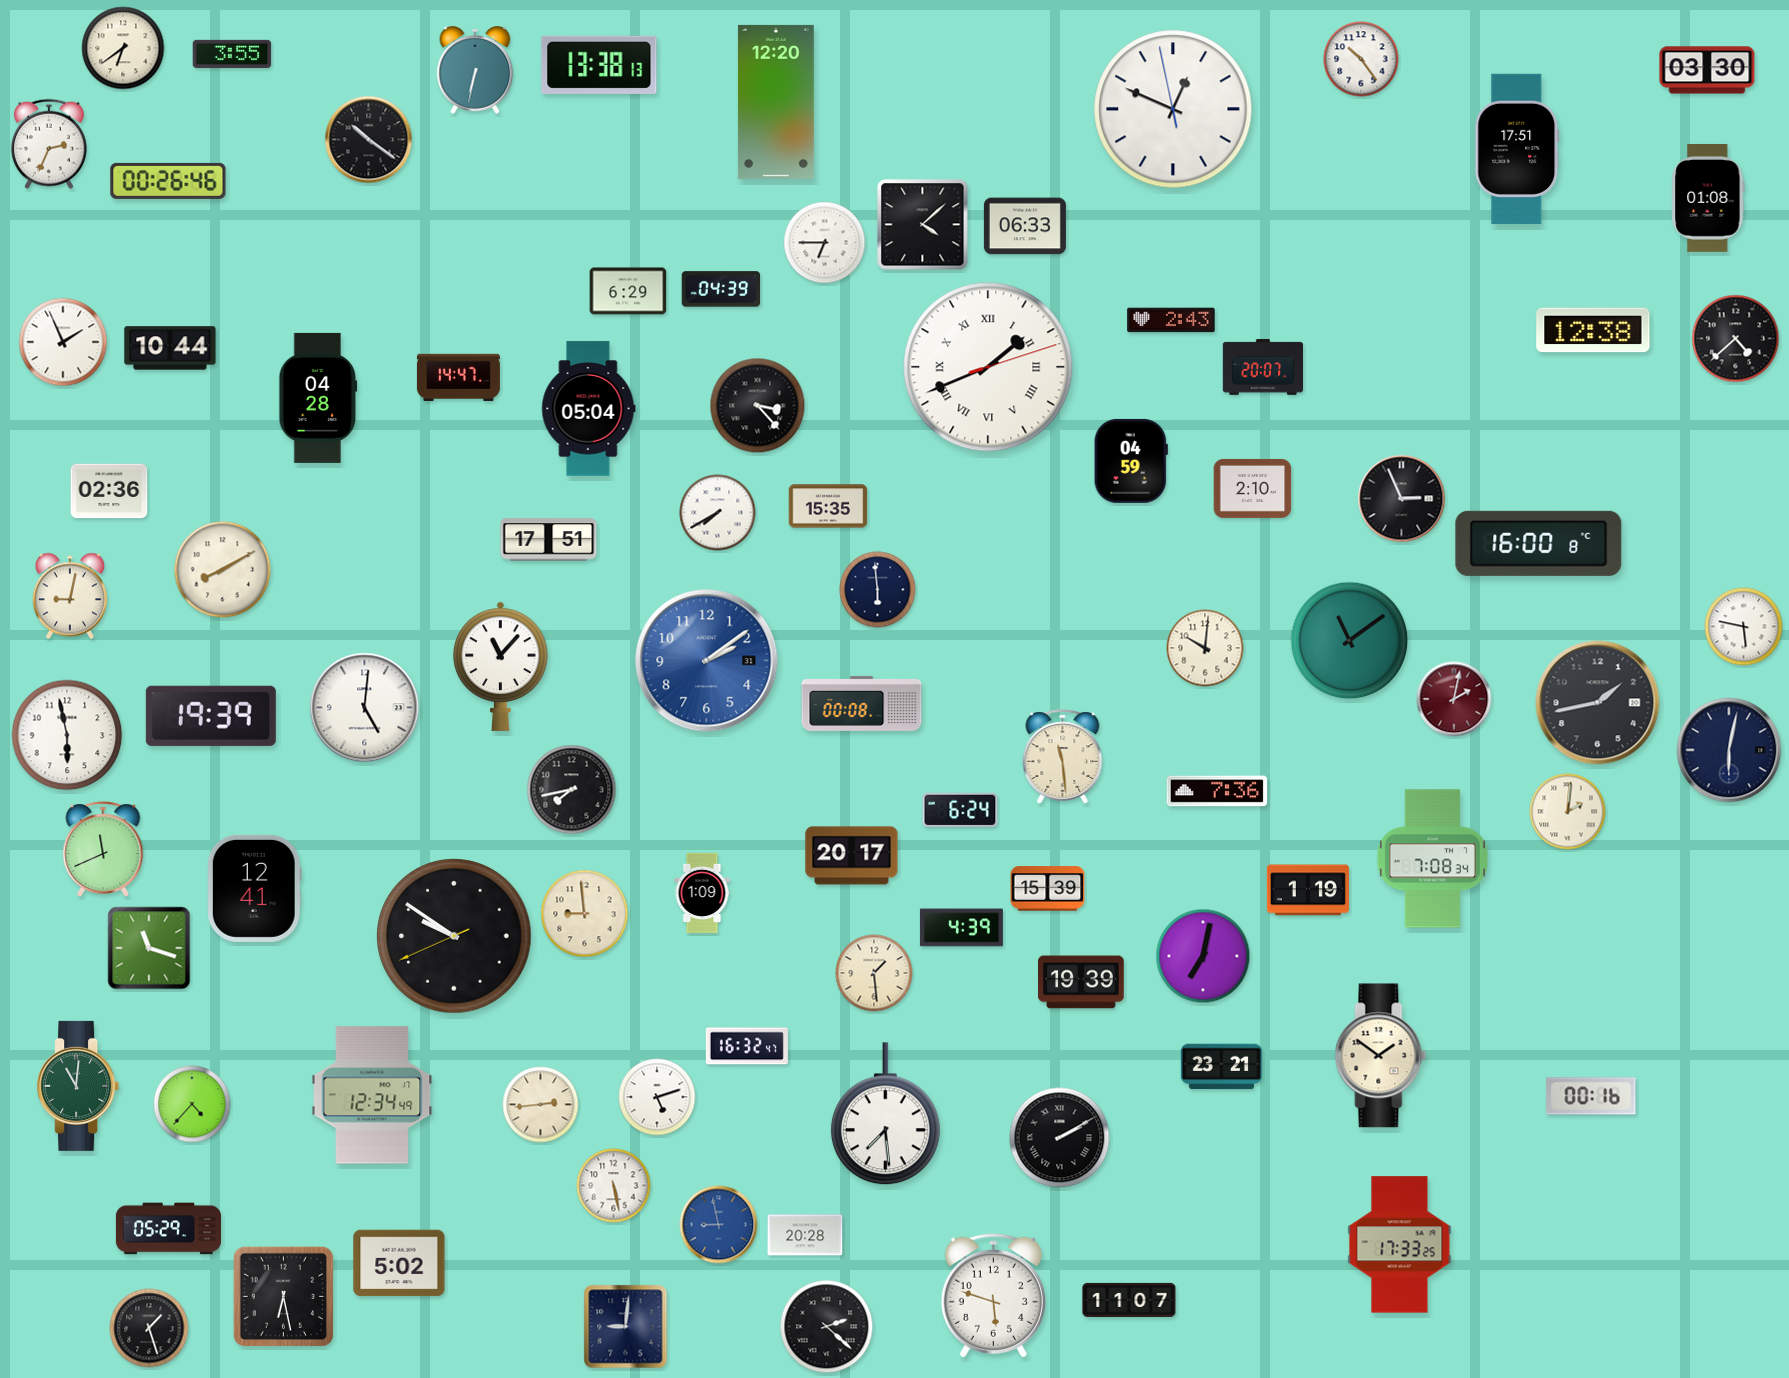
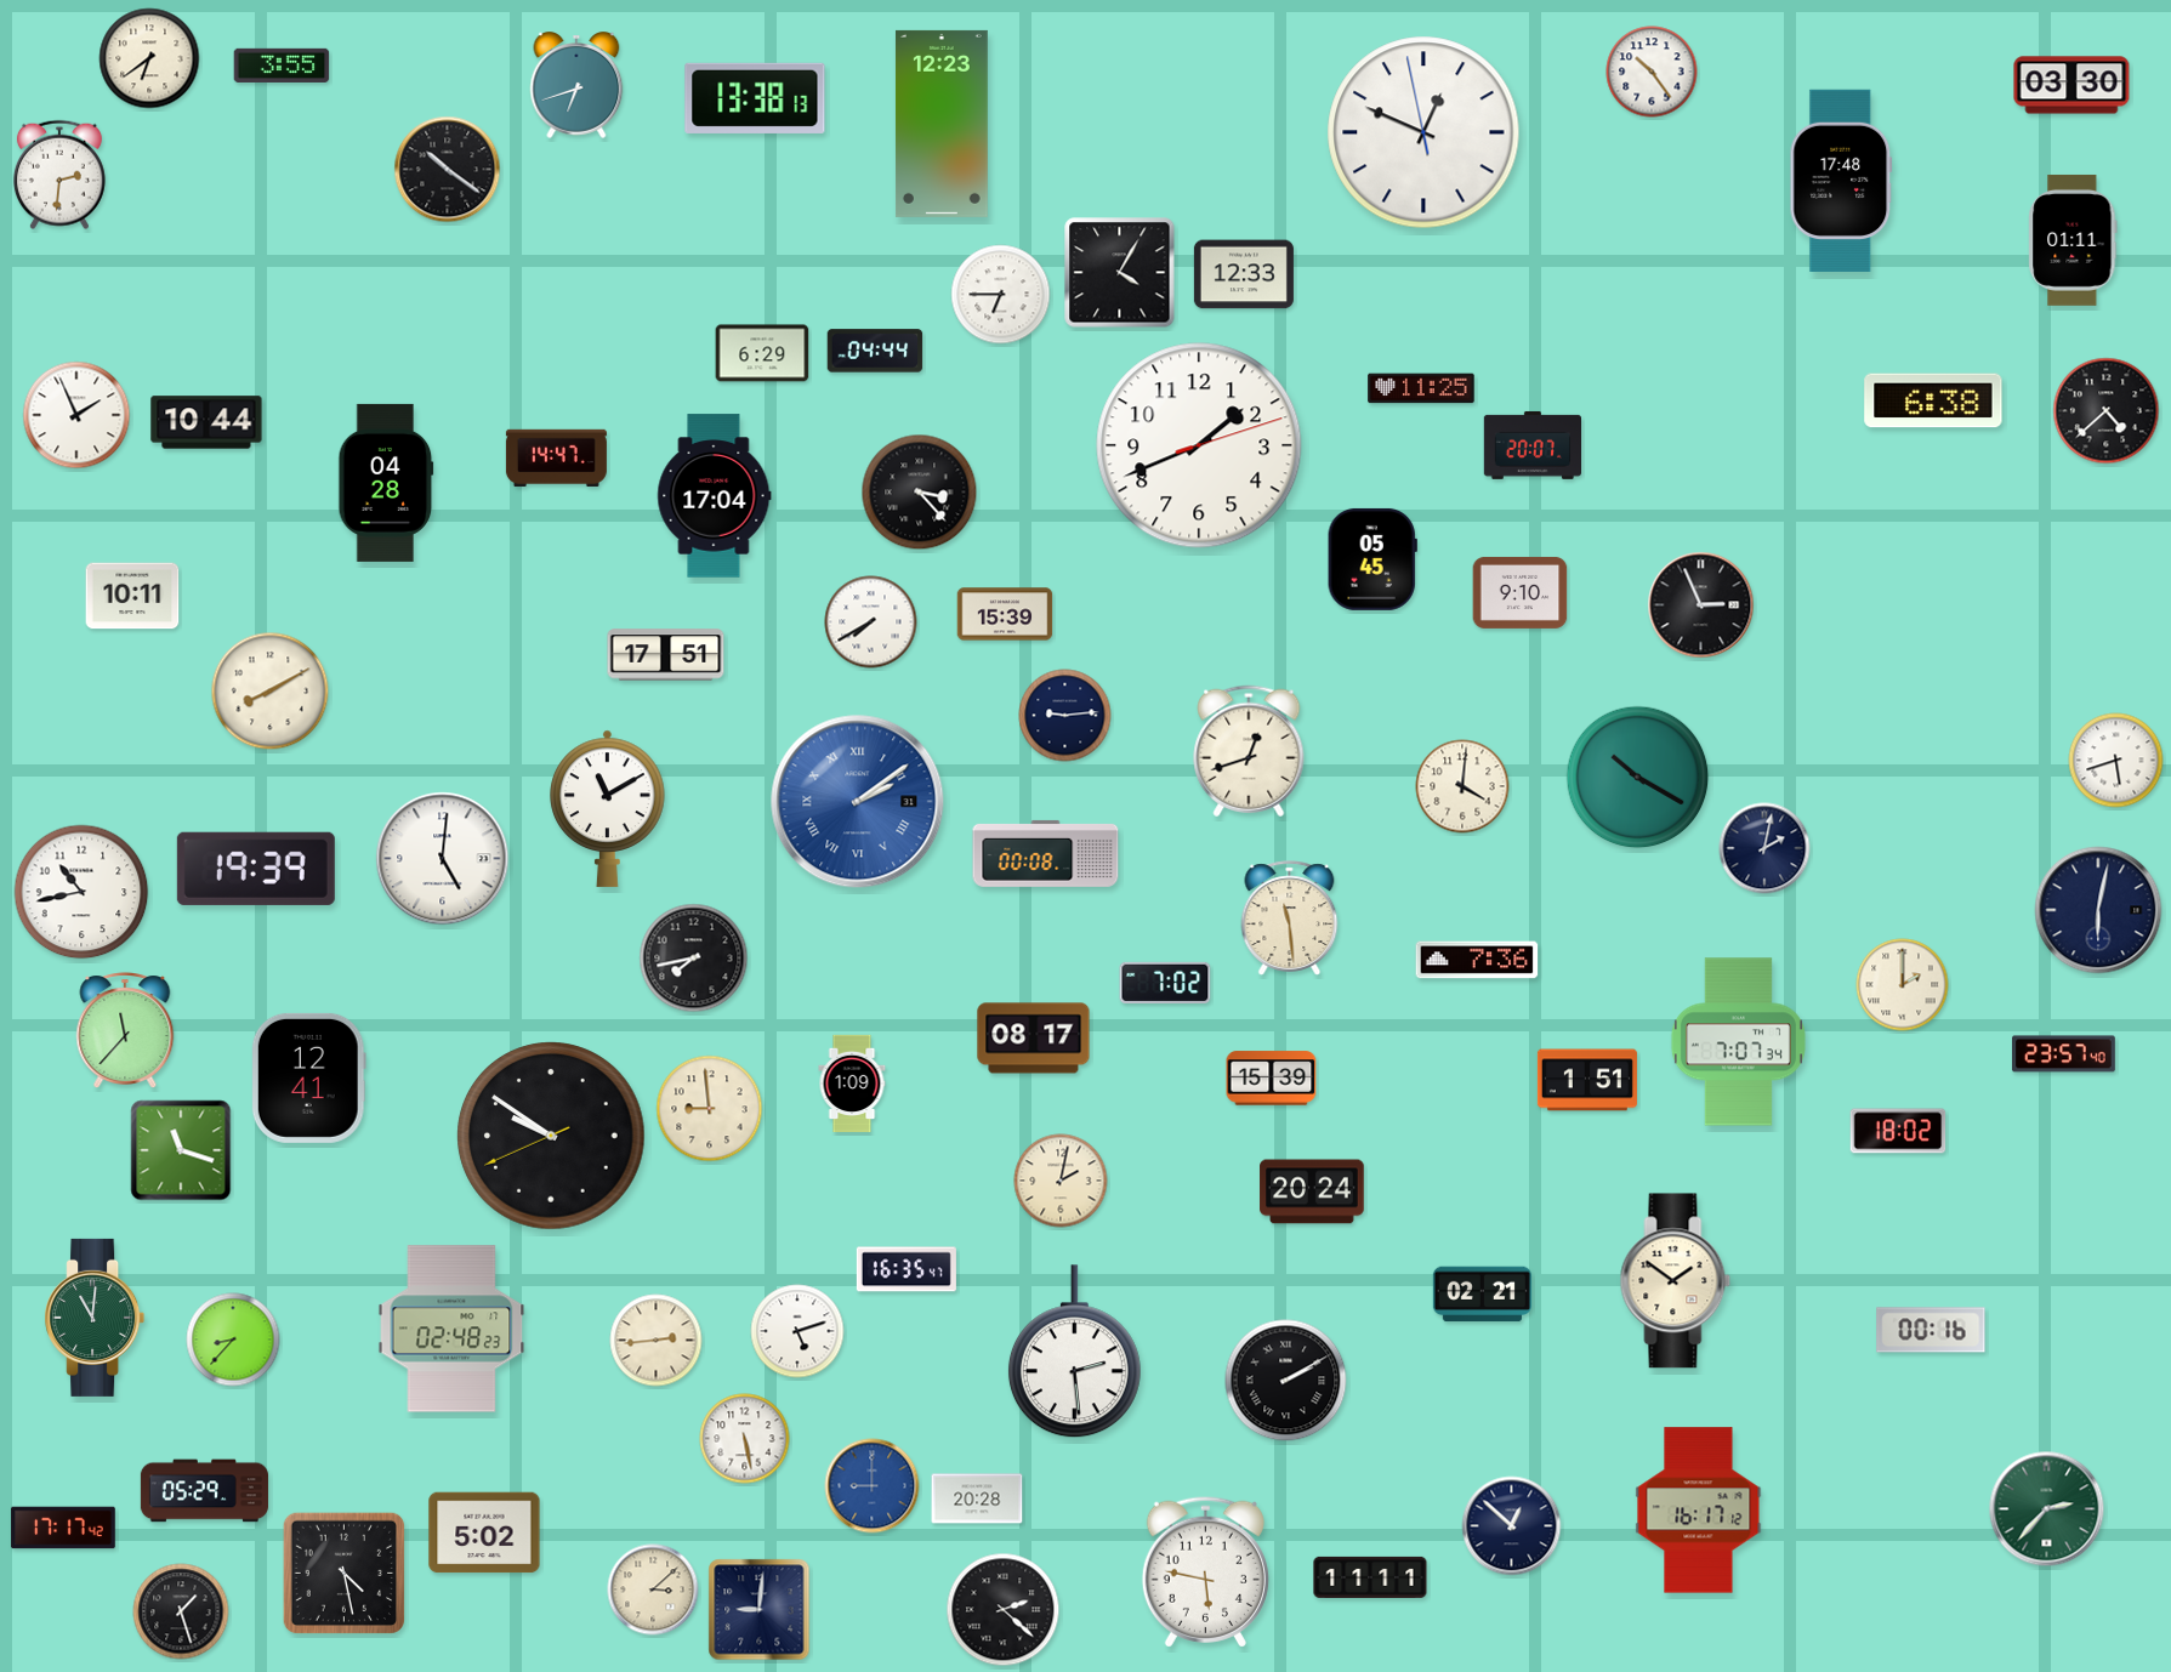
clock at (599, 65) position: (599, 65) -> (755, 98)
clock at (475, 70): 6:32 -> 6:42
clock at (776, 102): 12:20 -> 12:23
clock at (49, 144): 2:34 -> 2:31
clock at (1517, 148): 17:51 -> 17:48
clock at (168, 181): 00:26 -> none
clock at (1708, 198): 01:08 -> 01:11
clock at (923, 225): 4:08 -> 4:05
clock at (1025, 226): 06:33 -> 12:33
clock at (721, 289): 04:39 -> 04:44
clock at (1171, 320): 2:43 -> 11:25
clock at (1593, 330): 12:38 -> 6:38
clock at (988, 367) numerals: Roman -> Arabic
clock at (589, 409): 05:04 -> 17:04
clock at (1131, 461): 04:59 -> 05:45
clock at (1253, 488): 2:10 -> 9:10
clock at (109, 491): 02:36 -> 10:11
clock at (828, 506): 15:35 -> 15:39
clock at (1539, 543): 16:00 -> none
clock at (878, 590): 5:59 -> 9:14
clock at (70, 596): 9:02 -> none
clock at (1249, 751): none -> 12:42
clock at (1744, 627): 5:47 -> 5:42
clock at (1350, 641): 11:09 -> 10:20
clock at (1205, 648): 10:01 -> 4:01
clock at (707, 661) numerals: Arabic -> Roman
clock at (501, 666): 11:07 -> 11:10
clock at (1454, 699) dial: burgundy -> navy
clock at (1598, 703): 1:43 -> none
clock at (67, 735): 5:58 -> 10:43
clock at (960, 810): 6:24 -> 7:02
clock at (1568, 812): 2:01 -> 2:00
clock at (103, 849): 11:41 -> 11:37
clock at (852, 856): 20:17 -> 08:17
clock at (1432, 859): 7:08 -> 7:07
clock at (2064, 1054): none -> 23:57
clock at (1308, 890): 1:19 -> 1:51
clock at (961, 928): 4:39 -> none
clock at (1898, 1131): none -> 18:02
clock at (1203, 956): 7:02 -> none
clock at (874, 973): 1:29 -> 2:02
clock at (1081, 982): 19:39 -> 20:24
clock at (747, 1046): 16:32 -> 16:35
clock at (1221, 1067): 23:21 -> 02:21
clock at (372, 1095): 12:34 -> 02:48
clock at (192, 1104): 4:37 -> 8:37
clock at (885, 1114): 7:29 -> 2:29
clock at (719, 1225): 8:58 -> 9:00
clock at (2047, 1509): none -> 2:37
clock at (1400, 1245): 17:33 -> 16:17
clock at (1512, 1526): none -> 12:52
clock at (63, 1528): none -> 17:17
clock at (993, 1295): 5:48 -> 5:47
clock at (284, 1297): 6:28 -> 4:28
clock at (1129, 1300): 11:07 -> 11:11
clock at (653, 1589): none -> 3:08
